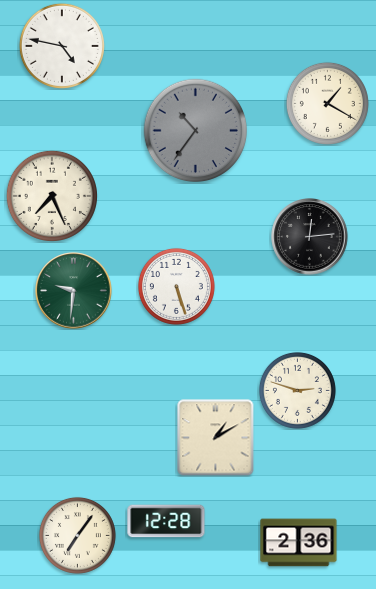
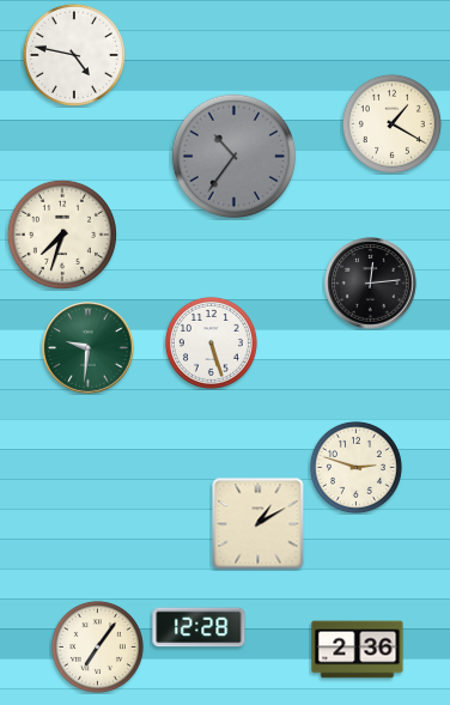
clock at (52, 196): 7:26 -> 7:33
clock at (166, 521) position: (166, 521) -> (199, 627)
clock at (77, 535) position: (77, 535) -> (97, 646)
